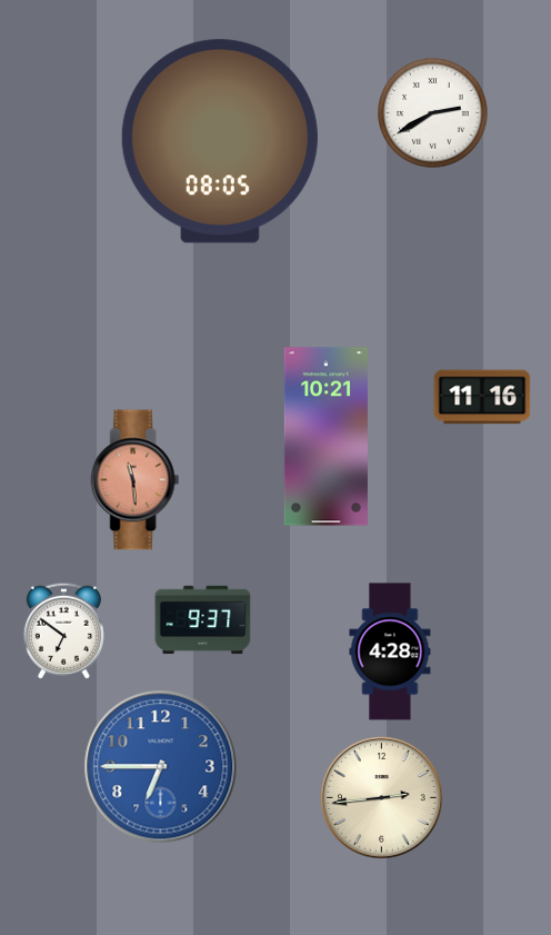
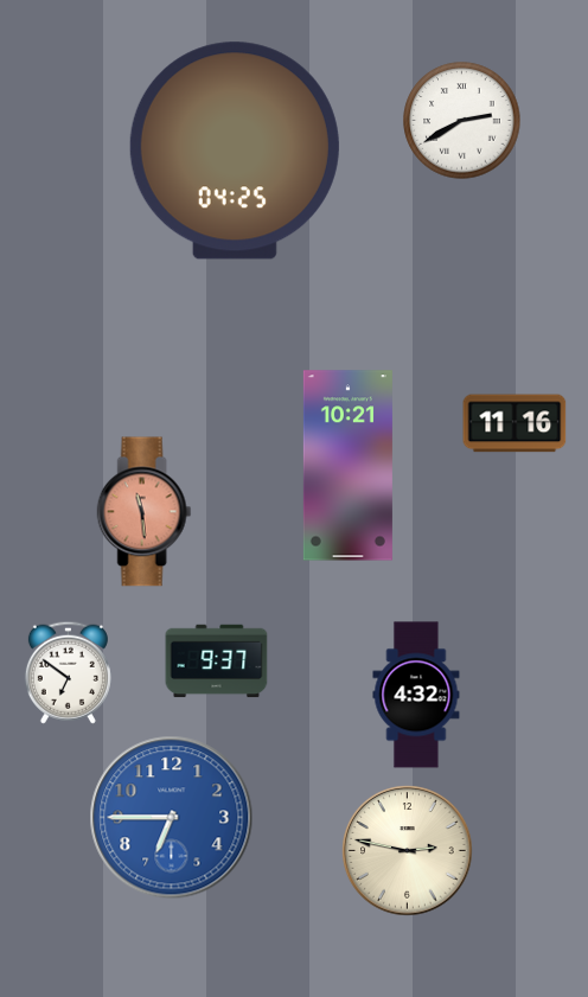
clock at (220, 141): 08:05 -> 04:25
clock at (390, 651): 4:28 -> 4:32
clock at (382, 798): 2:44 -> 2:47
